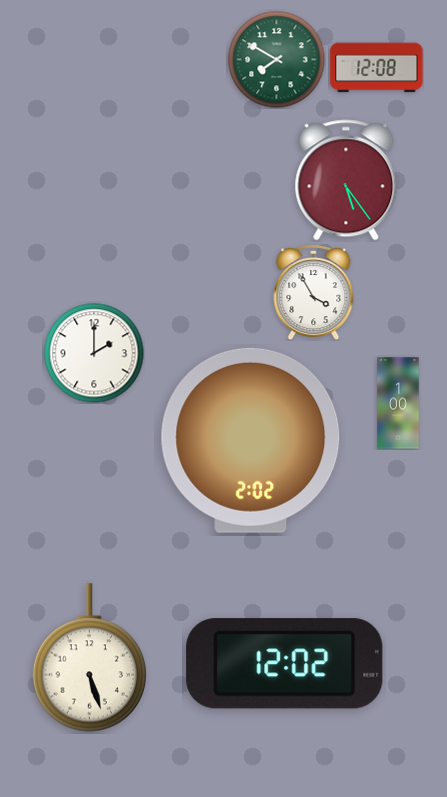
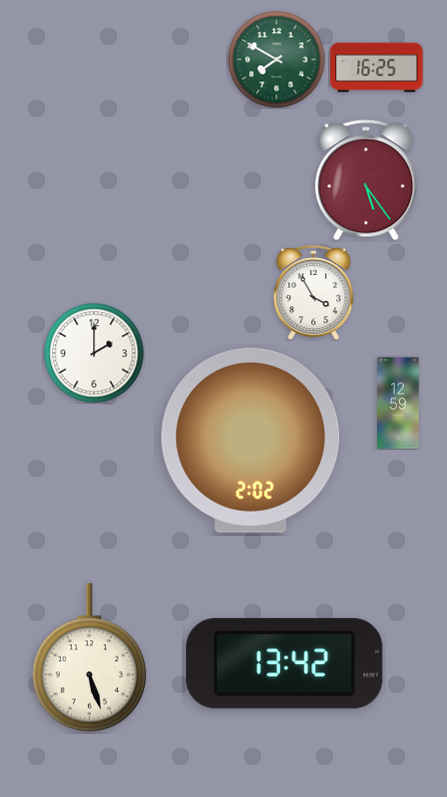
clock at (377, 68): 12:08 -> 16:25
clock at (346, 180) position: (346, 180) -> (366, 180)
clock at (398, 403): 1:00 -> 12:59
clock at (285, 664): 12:02 -> 13:42
